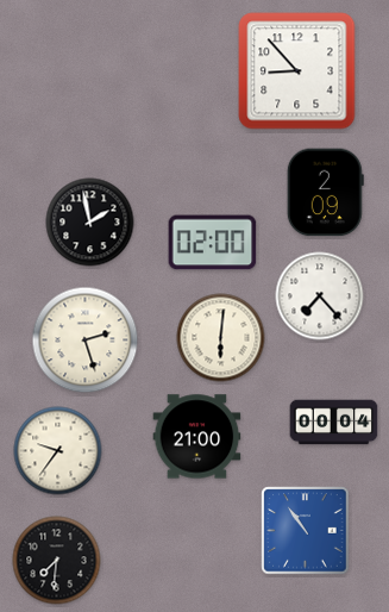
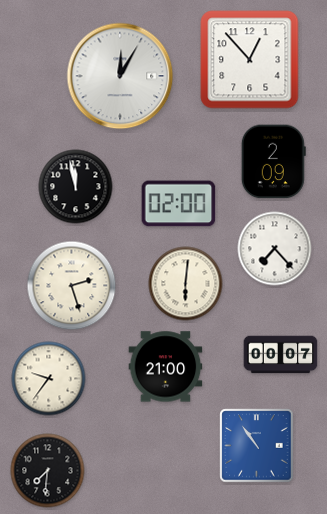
clock at (297, 71): 8:53 -> 12:53
clock at (120, 76): none -> 12:05
clock at (90, 223): 1:58 -> 11:58
clock at (320, 296) position: (320, 296) -> (275, 249)
clock at (334, 423): 00:04 -> 00:07
